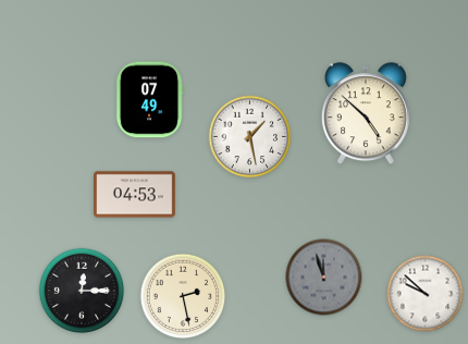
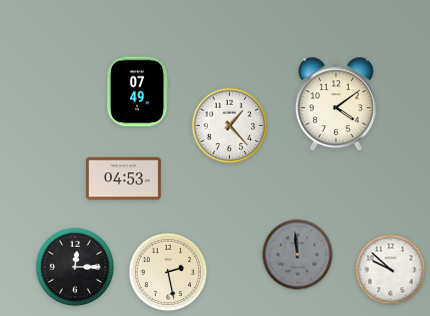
clock at (366, 114): 4:52 -> 4:09
clock at (250, 137): 1:28 -> 1:23
clock at (324, 278): 11:57 -> 11:59
